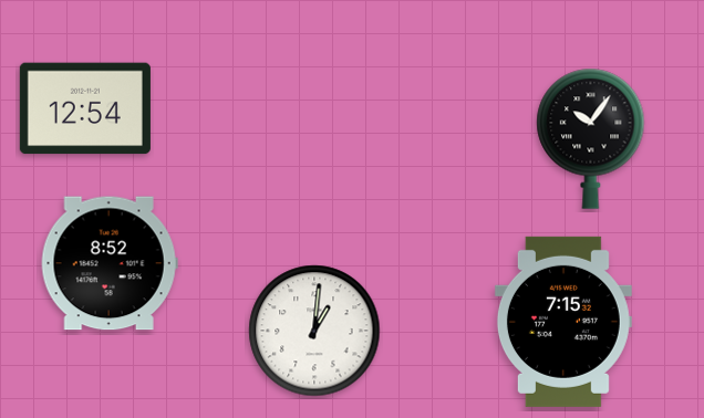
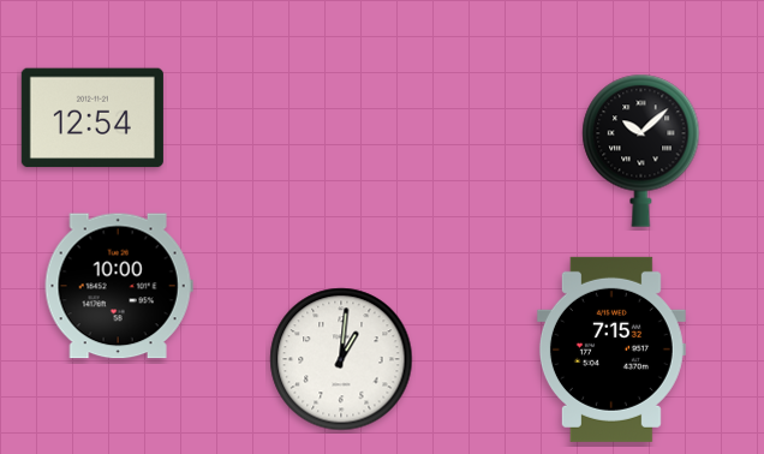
clock at (591, 138): 10:06 -> 10:08
clock at (110, 263): 8:52 -> 10:00
